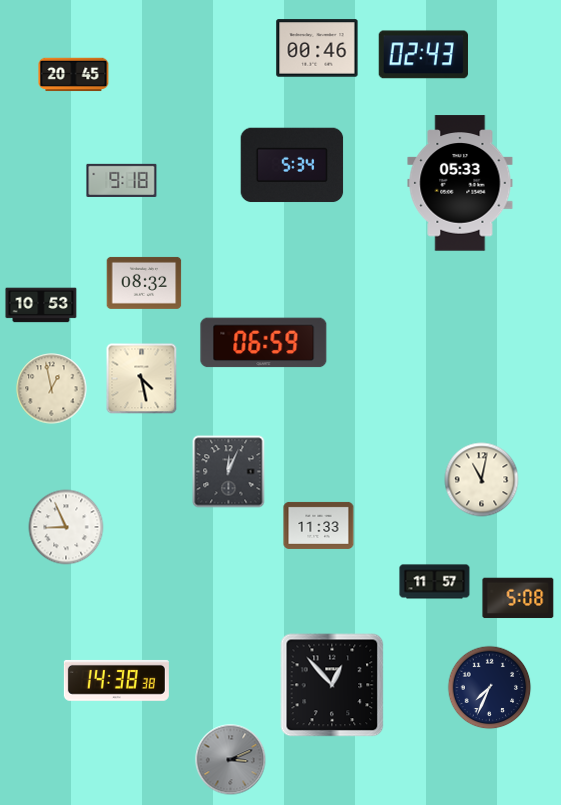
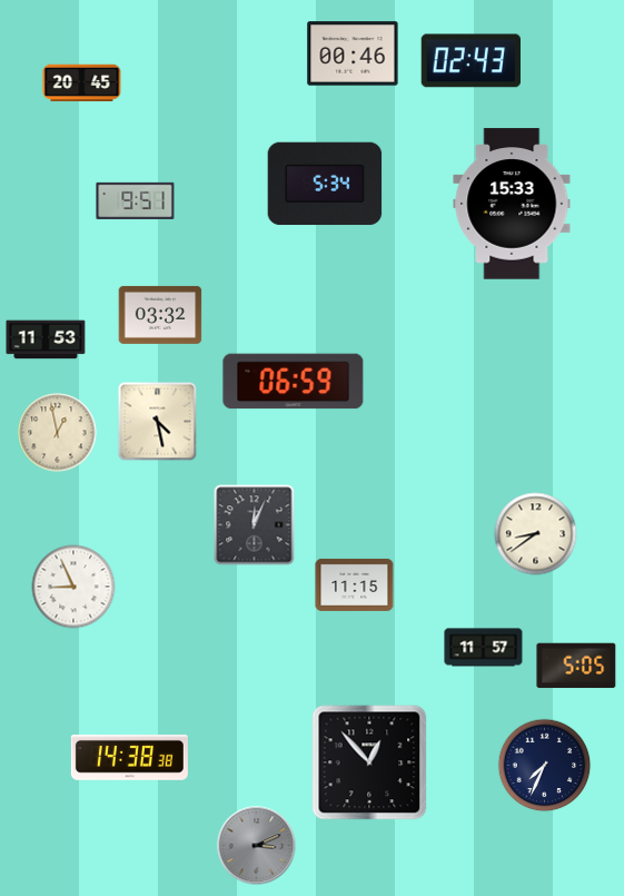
clock at (122, 180): 9:18 -> 9:51
clock at (460, 183): 05:33 -> 15:33
clock at (144, 283): 08:32 -> 03:32
clock at (41, 305): 10:53 -> 11:53
clock at (482, 480): 11:02 -> 8:39
clock at (319, 525): 11:33 -> 11:15
clock at (518, 598): 5:08 -> 5:05
